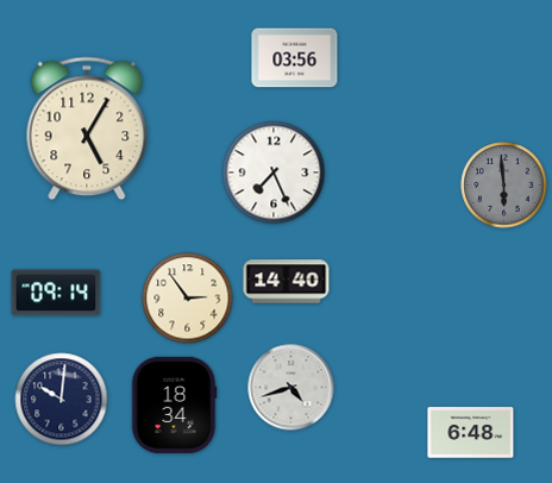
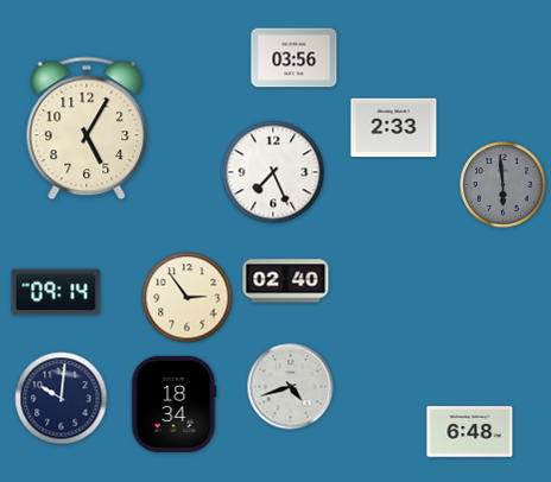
clock at (394, 128): none -> 2:33
clock at (287, 282): 14:40 -> 02:40
